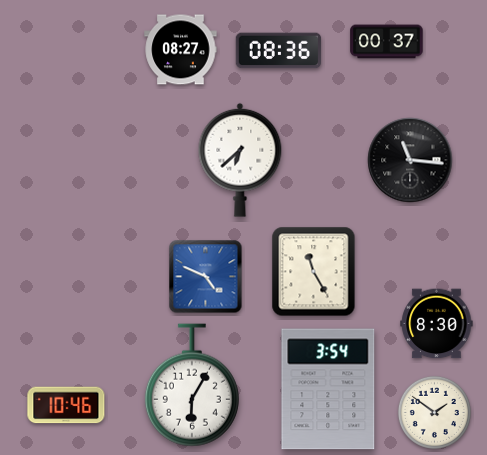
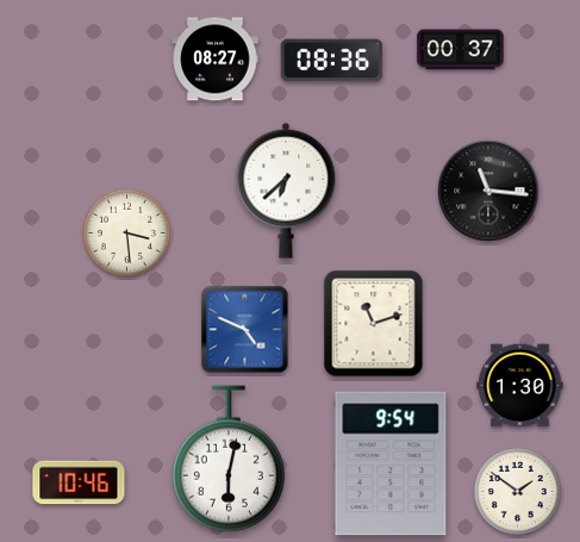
clock at (126, 232): none -> 3:29
clock at (314, 272): 11:25 -> 11:12
clock at (437, 324): 8:30 -> 1:30
clock at (192, 385): 6:05 -> 6:02
clock at (328, 389): 3:54 -> 9:54
